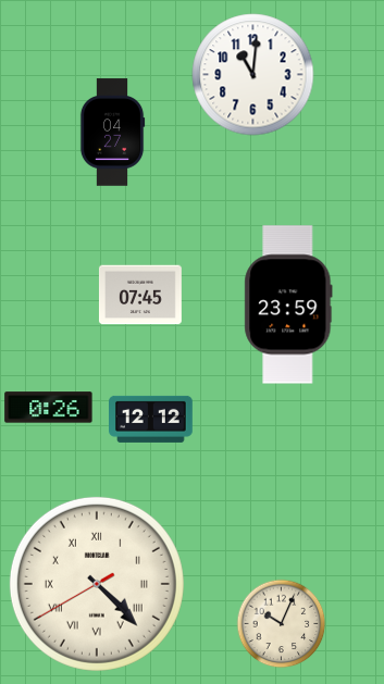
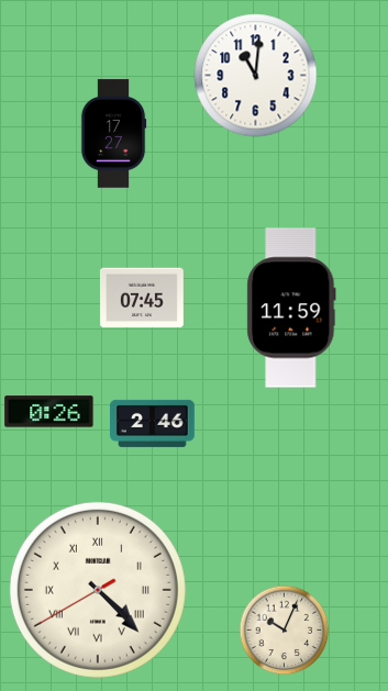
clock at (112, 133): 04:27 -> 17:27
clock at (288, 304): 23:59 -> 11:59
clock at (151, 419): 12:12 -> 2:46
